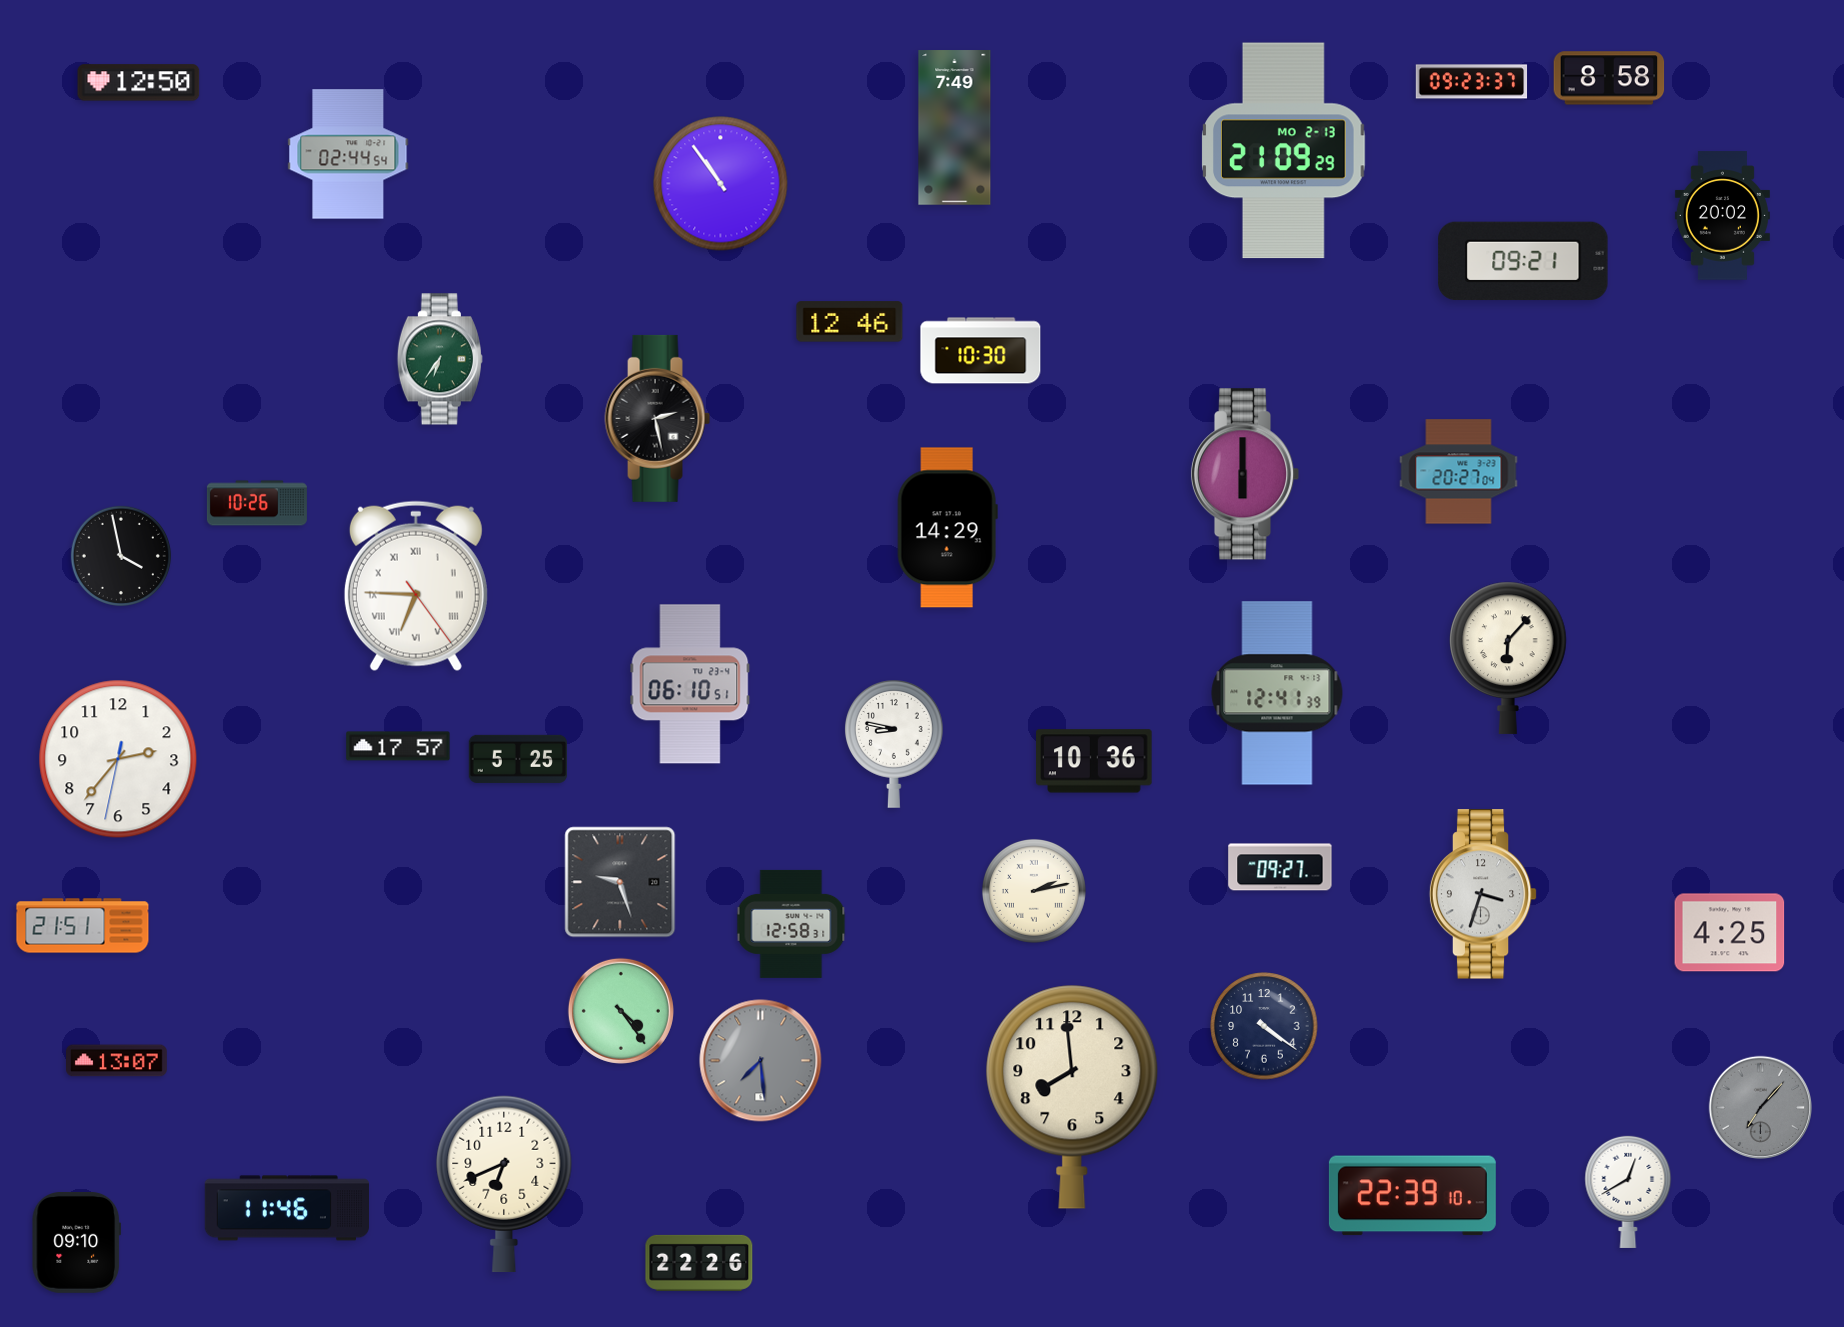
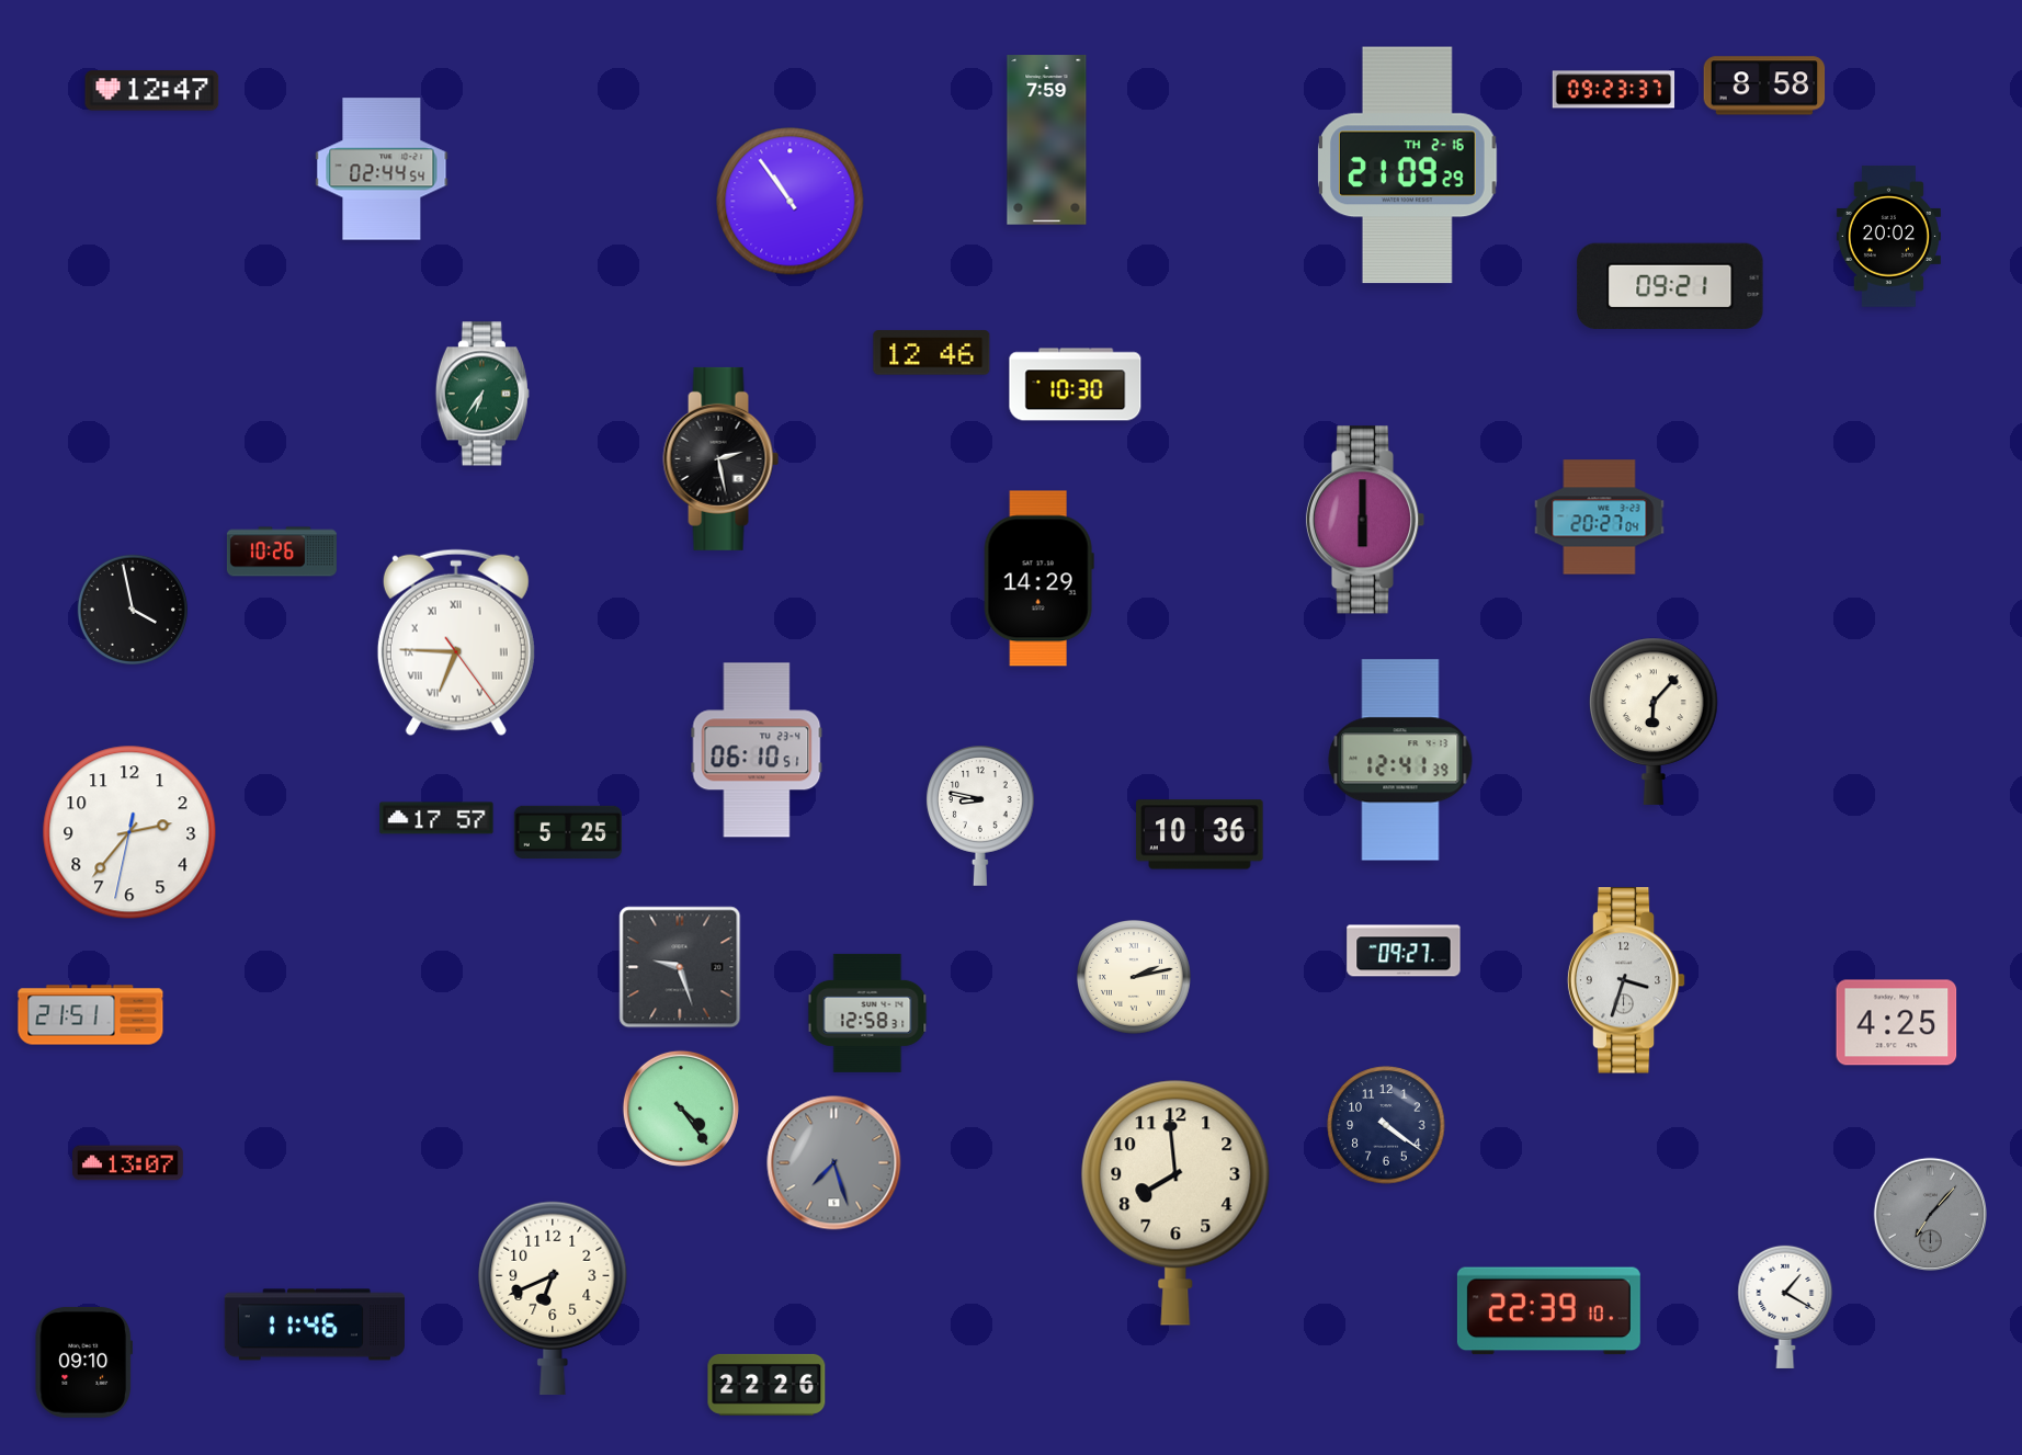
clock at (139, 83): 12:50 -> 12:47
clock at (955, 128): 7:49 -> 7:59
clock at (1284, 151) date: MO 2-13 -> TH 2-16
clock at (761, 1061): 7:29 -> 7:27
clock at (1628, 1191): 12:40 -> 1:20
